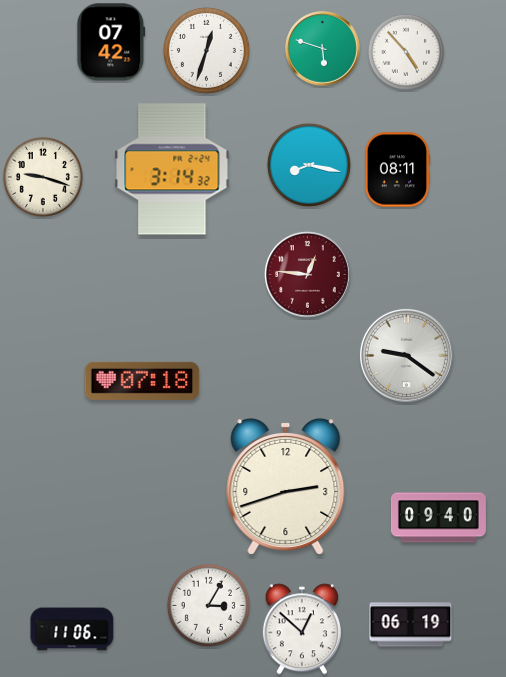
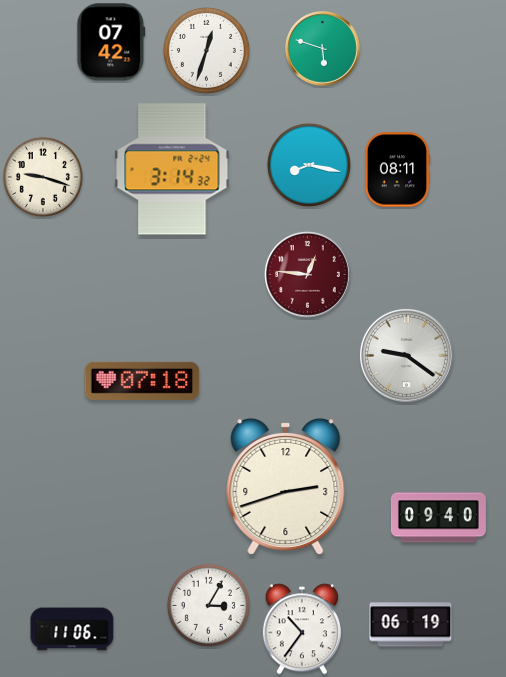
clock at (406, 52): 4:53 -> none
clock at (302, 629): 12:52 -> 10:36
